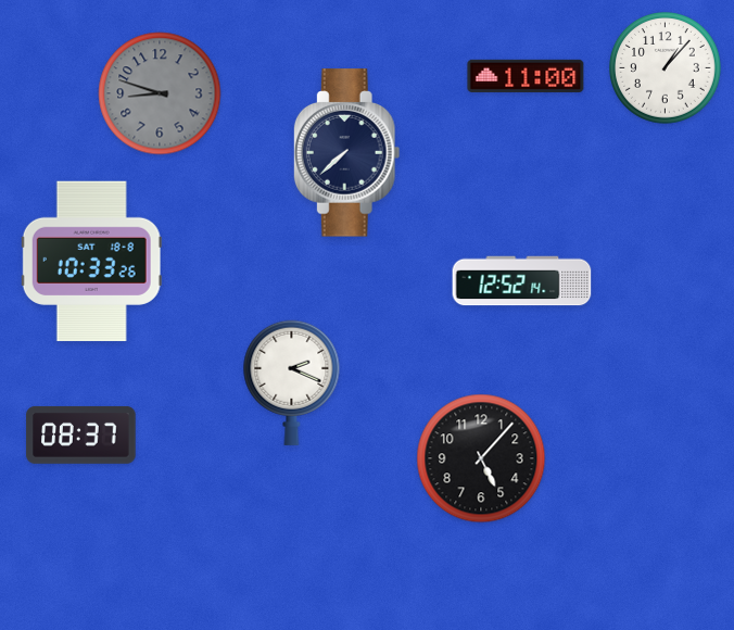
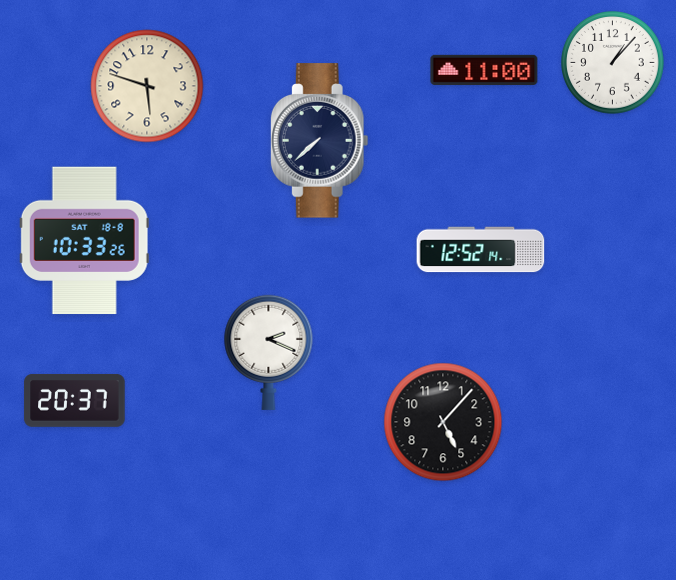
clock at (160, 93): 8:48 -> 5:48
clock at (160, 93) dial: grey -> cream
clock at (522, 281) position: (522, 281) -> (481, 250)
clock at (81, 434): 08:37 -> 20:37
